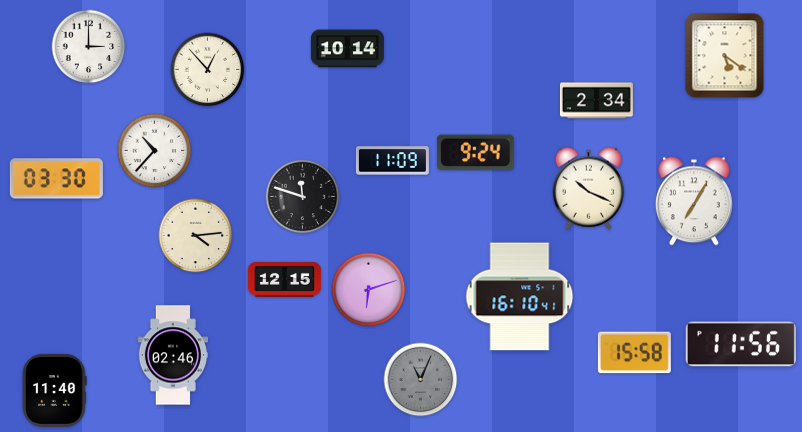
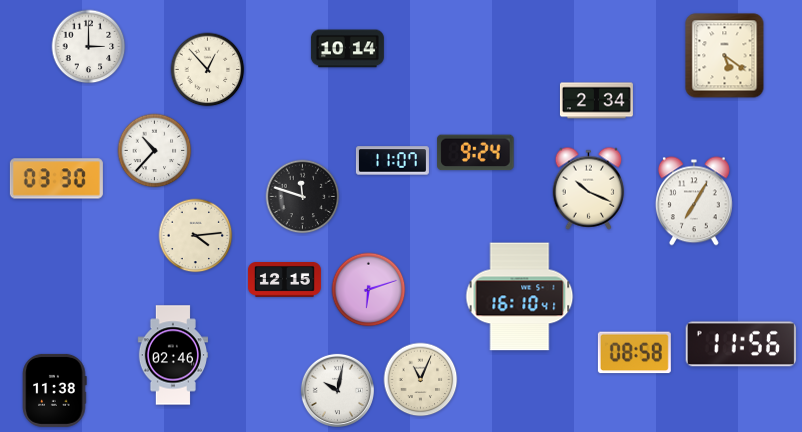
clock at (392, 161): 11:09 -> 11:07
clock at (634, 353): 15:58 -> 08:58
clock at (421, 380) dial: grey -> cream
clock at (55, 390): 11:40 -> 11:38
clock at (337, 390): none -> 10:02
